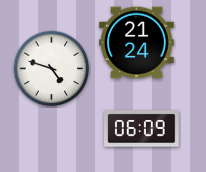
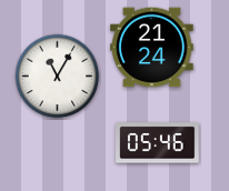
clock at (52, 69): 4:48 -> 11:05
clock at (142, 129): 06:09 -> 05:46
